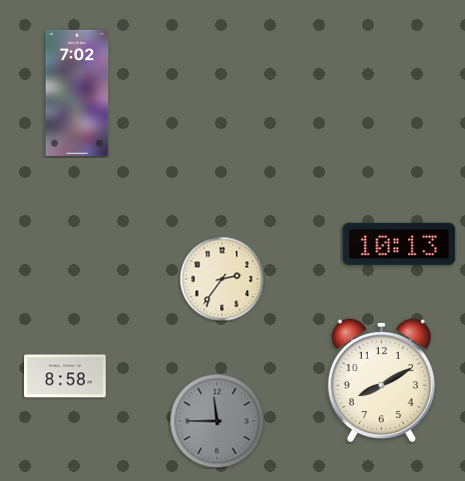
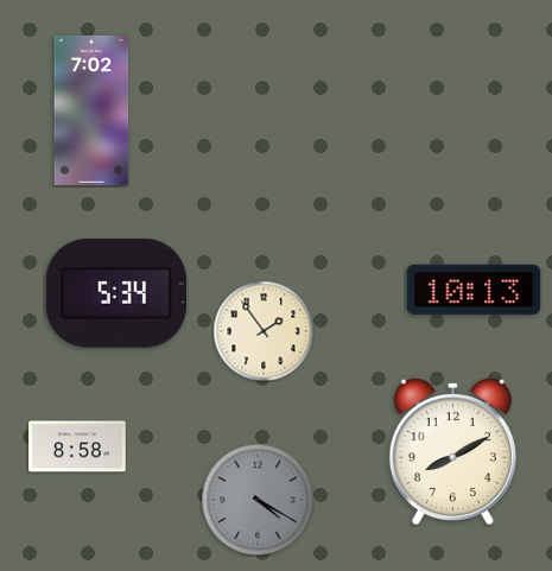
clock at (115, 293): none -> 5:34
clock at (222, 279): 2:36 -> 1:54
clock at (217, 421): 11:45 -> 4:20
